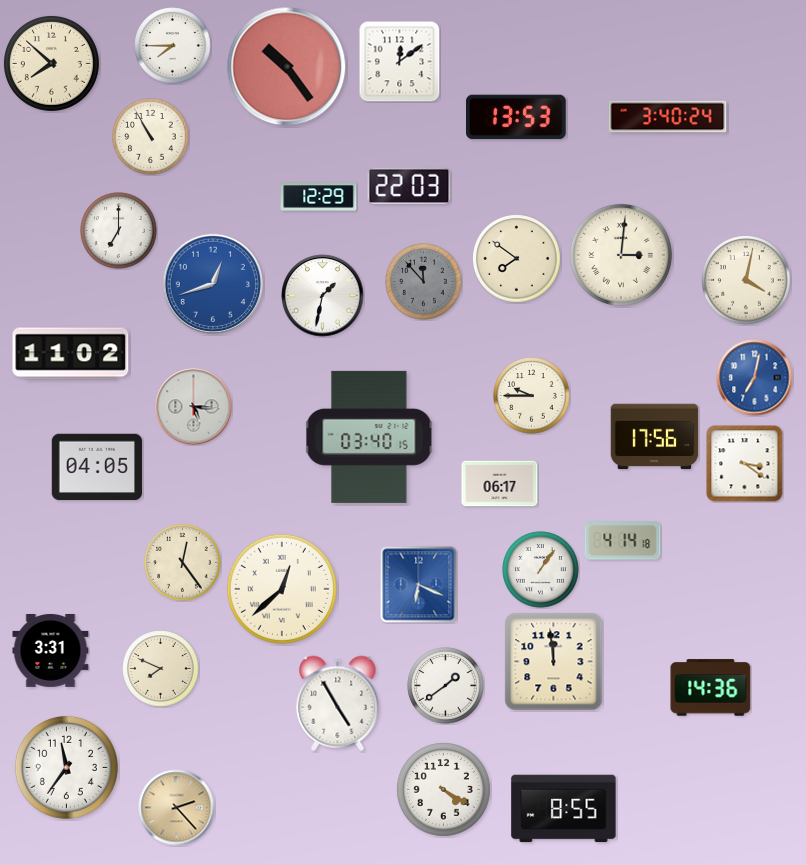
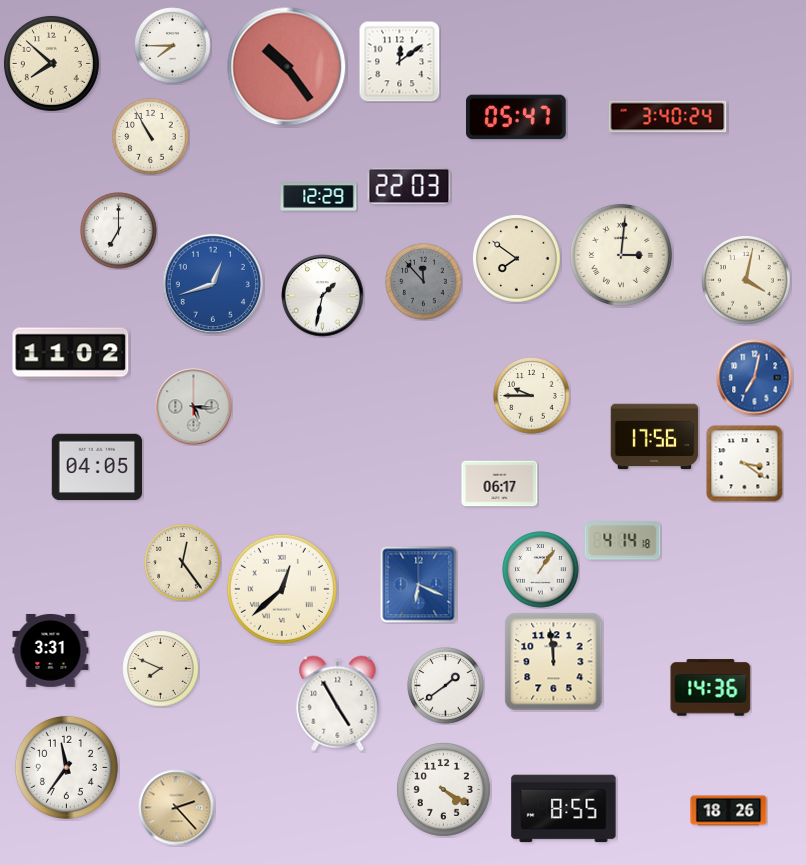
clock at (516, 117): 13:53 -> 05:47
clock at (369, 437): 03:40 -> none
clock at (729, 811): none -> 18:26
